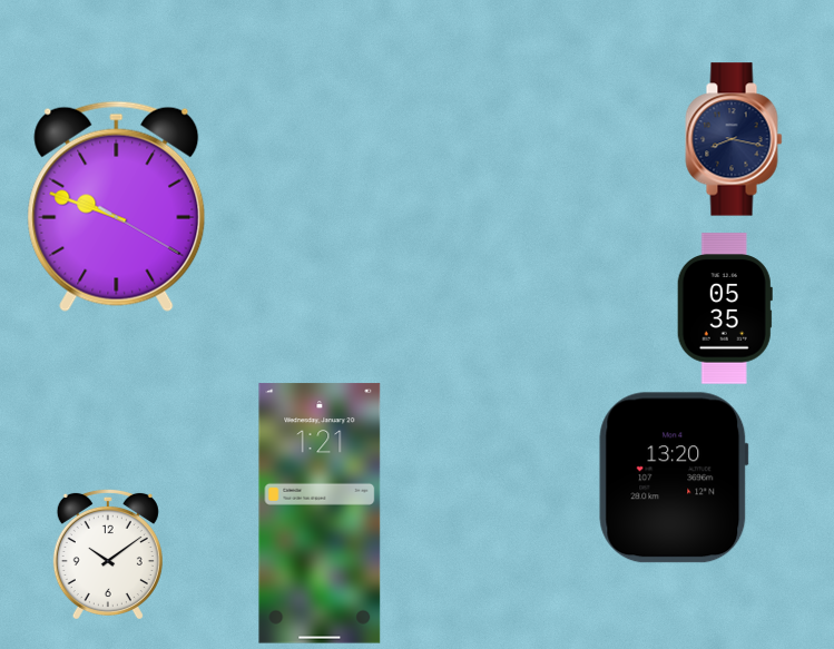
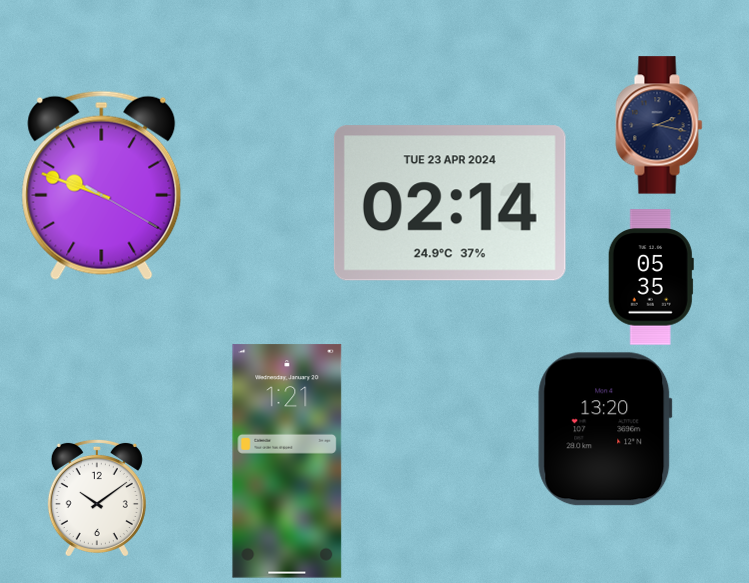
clock at (734, 139): 8:17 -> 2:17
clock at (117, 206) position: (117, 206) -> (102, 185)
clock at (450, 203): none -> 02:14
